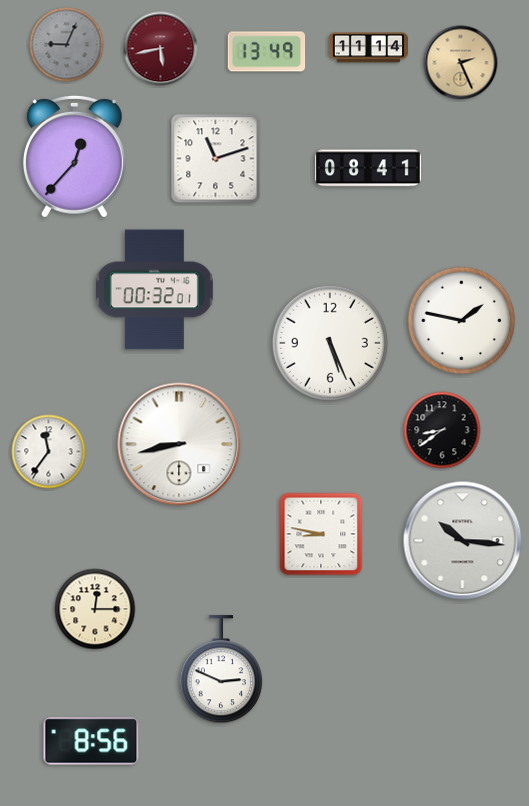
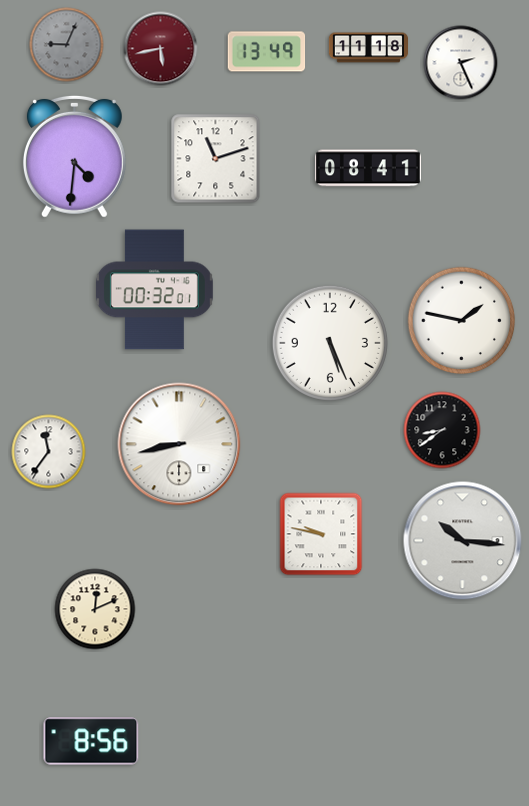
clock at (368, 48): 11:14 -> 11:18
clock at (461, 63) dial: champagne -> white
clock at (74, 156): 12:37 -> 4:31
clock at (321, 534): 8:47 -> 9:47
clock at (95, 609): 12:15 -> 12:11
clock at (221, 670): 2:49 -> none
